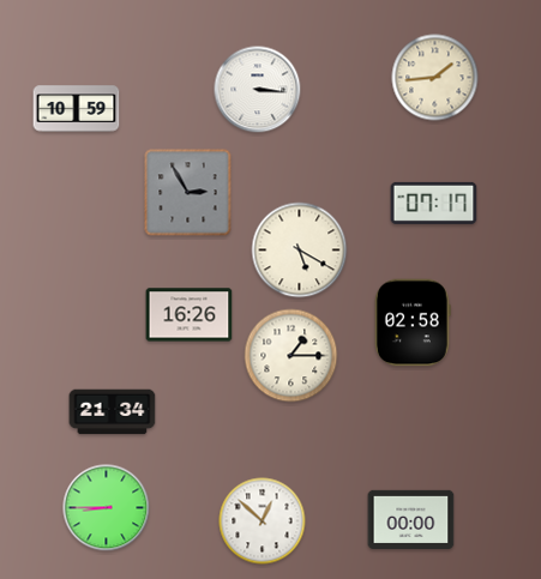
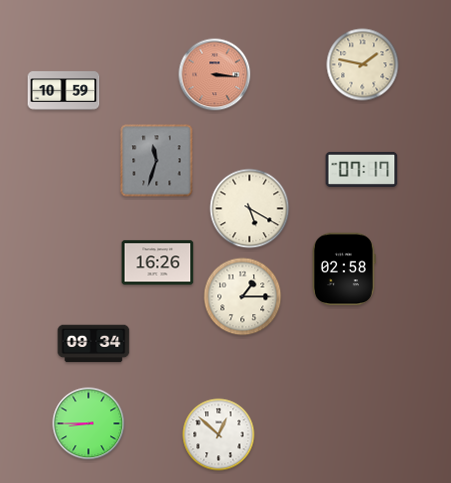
clock at (435, 78): 1:44 -> 1:47
clock at (258, 90) dial: white -> salmon
clock at (188, 193): 2:55 -> 11:33
clock at (113, 412): 21:34 -> 09:34
clock at (411, 519): 00:00 -> none
